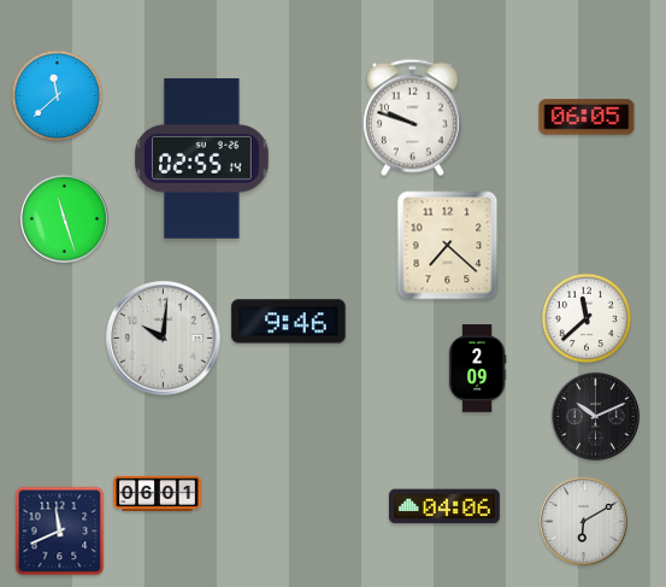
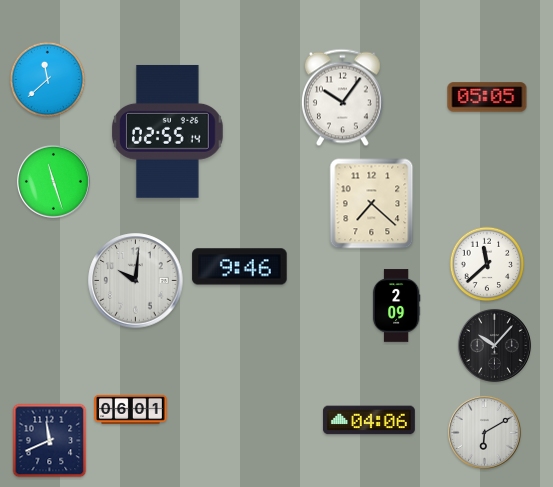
clock at (587, 117): 06:05 -> 05:05
clock at (412, 118): 9:48 -> 10:06
clock at (595, 416): 10:11 -> 10:07
